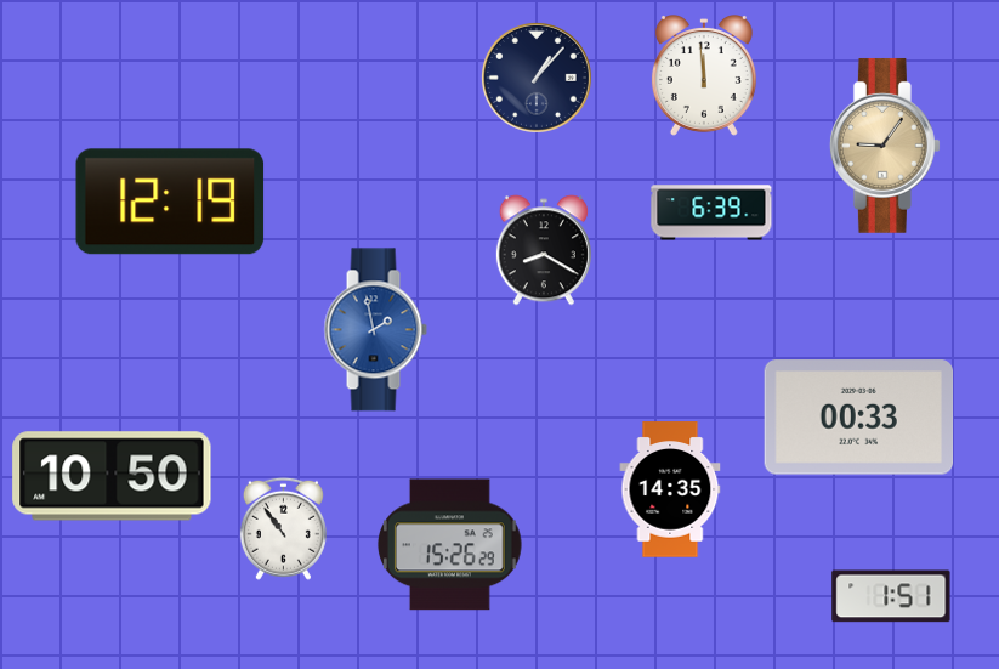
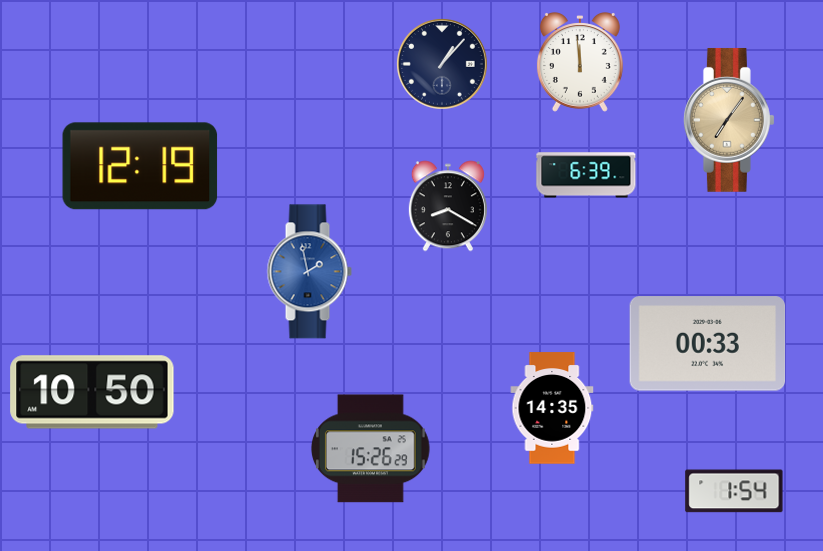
clock at (885, 146): 9:06 -> 7:06
clock at (670, 489) position: (670, 489) -> (552, 408)
clock at (283, 528): 10:54 -> none
clock at (891, 596): 1:51 -> 1:54
